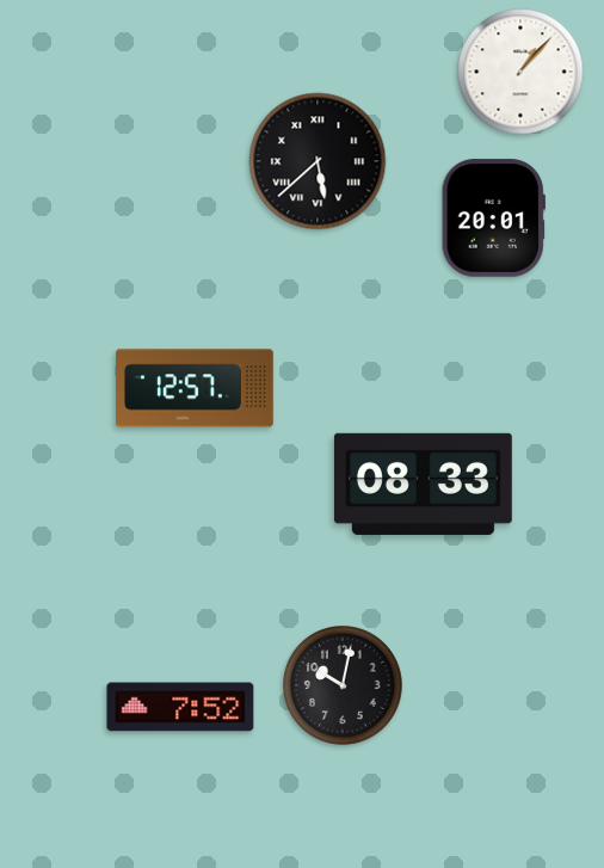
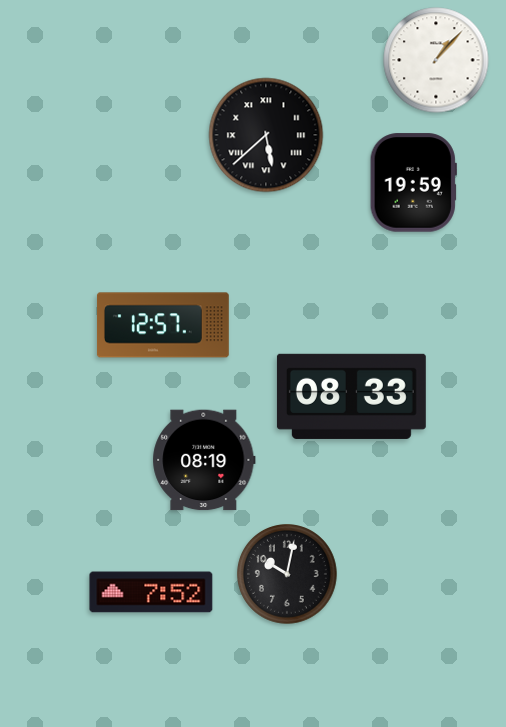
clock at (493, 218): 20:01 -> 19:59
clock at (423, 484) position: (423, 484) -> (351, 396)
clock at (204, 460): none -> 08:19
